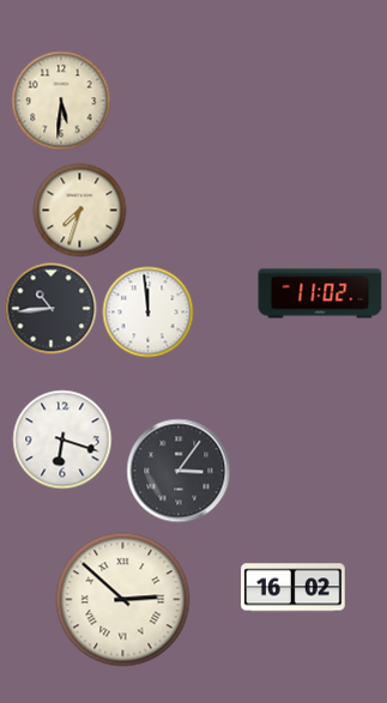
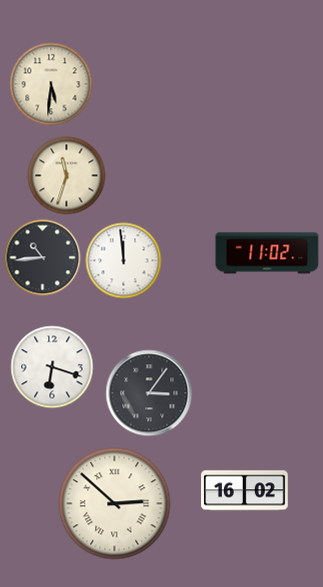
clock at (80, 211): 7:33 -> 11:33
clock at (320, 293) position: (320, 293) -> (267, 253)
clock at (123, 600) position: (123, 600) -> (115, 504)
